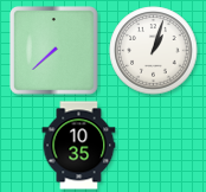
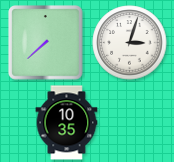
clock at (154, 51): 1:03 -> 3:03
